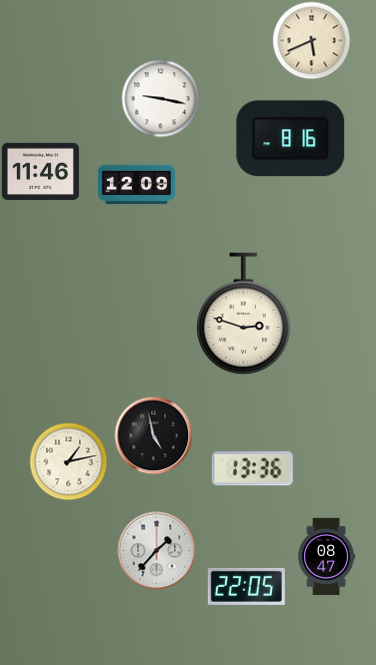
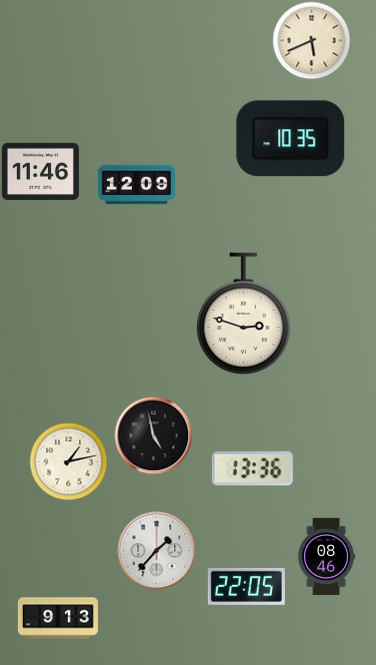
clock at (160, 98): 9:17 -> none
clock at (291, 139): 8:16 -> 10:35
clock at (326, 556): 08:47 -> 08:46
clock at (58, 618): none -> 9:13
